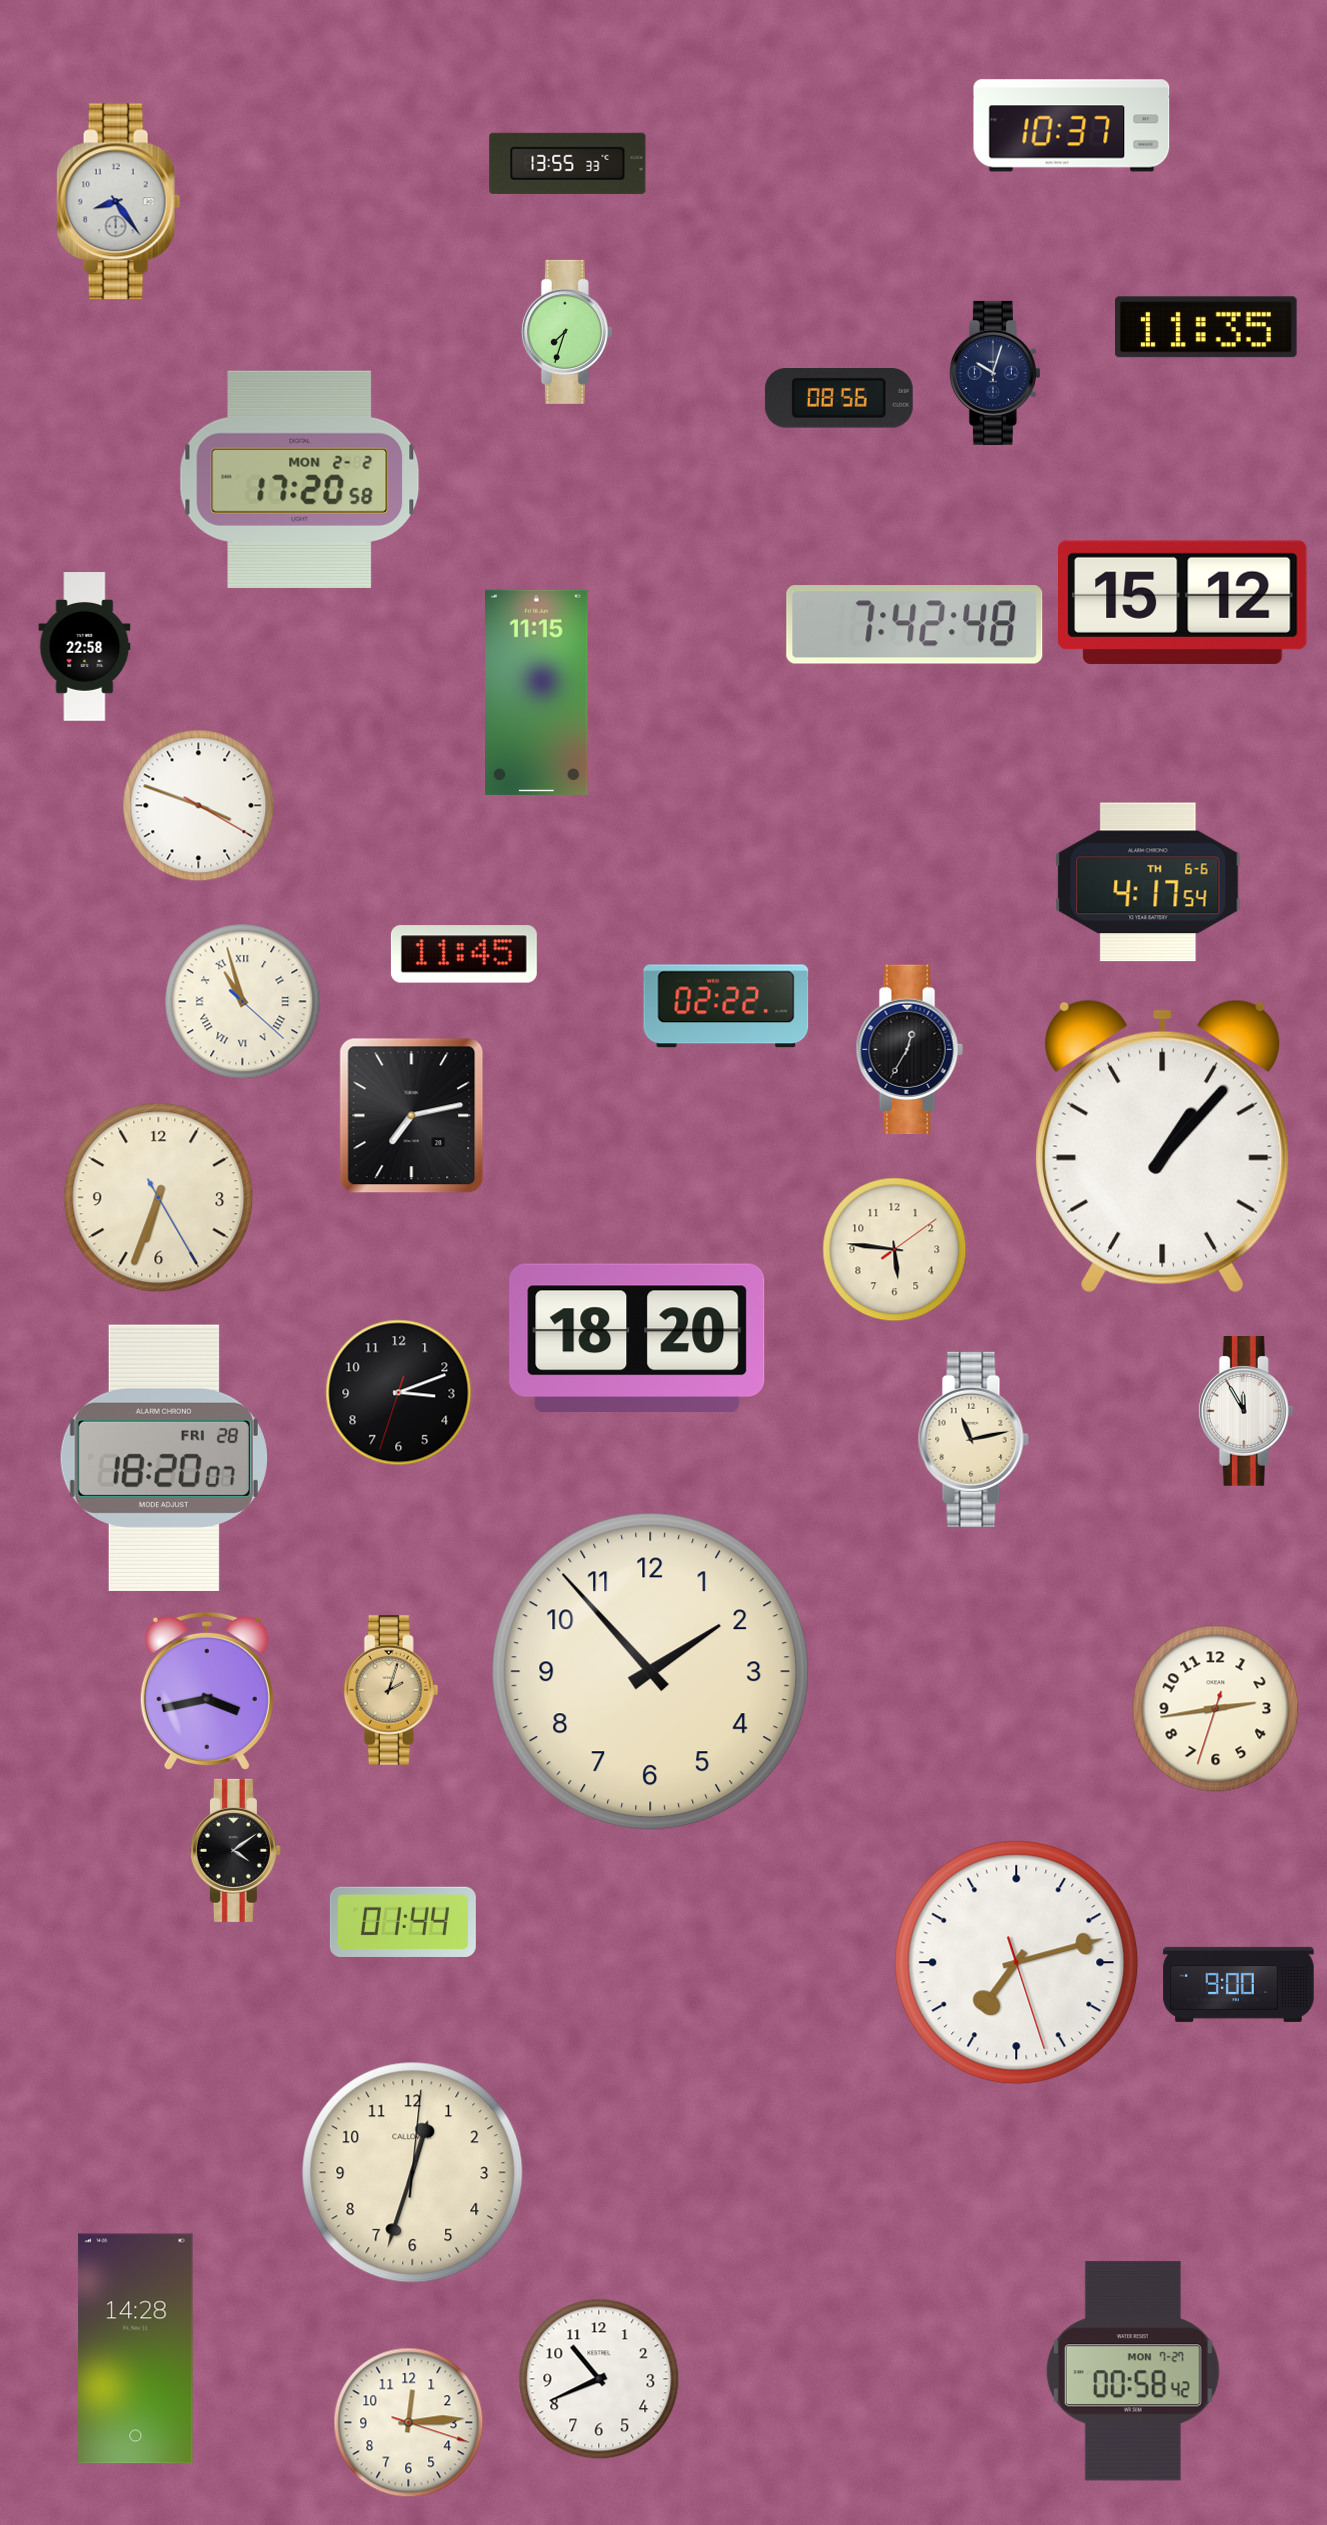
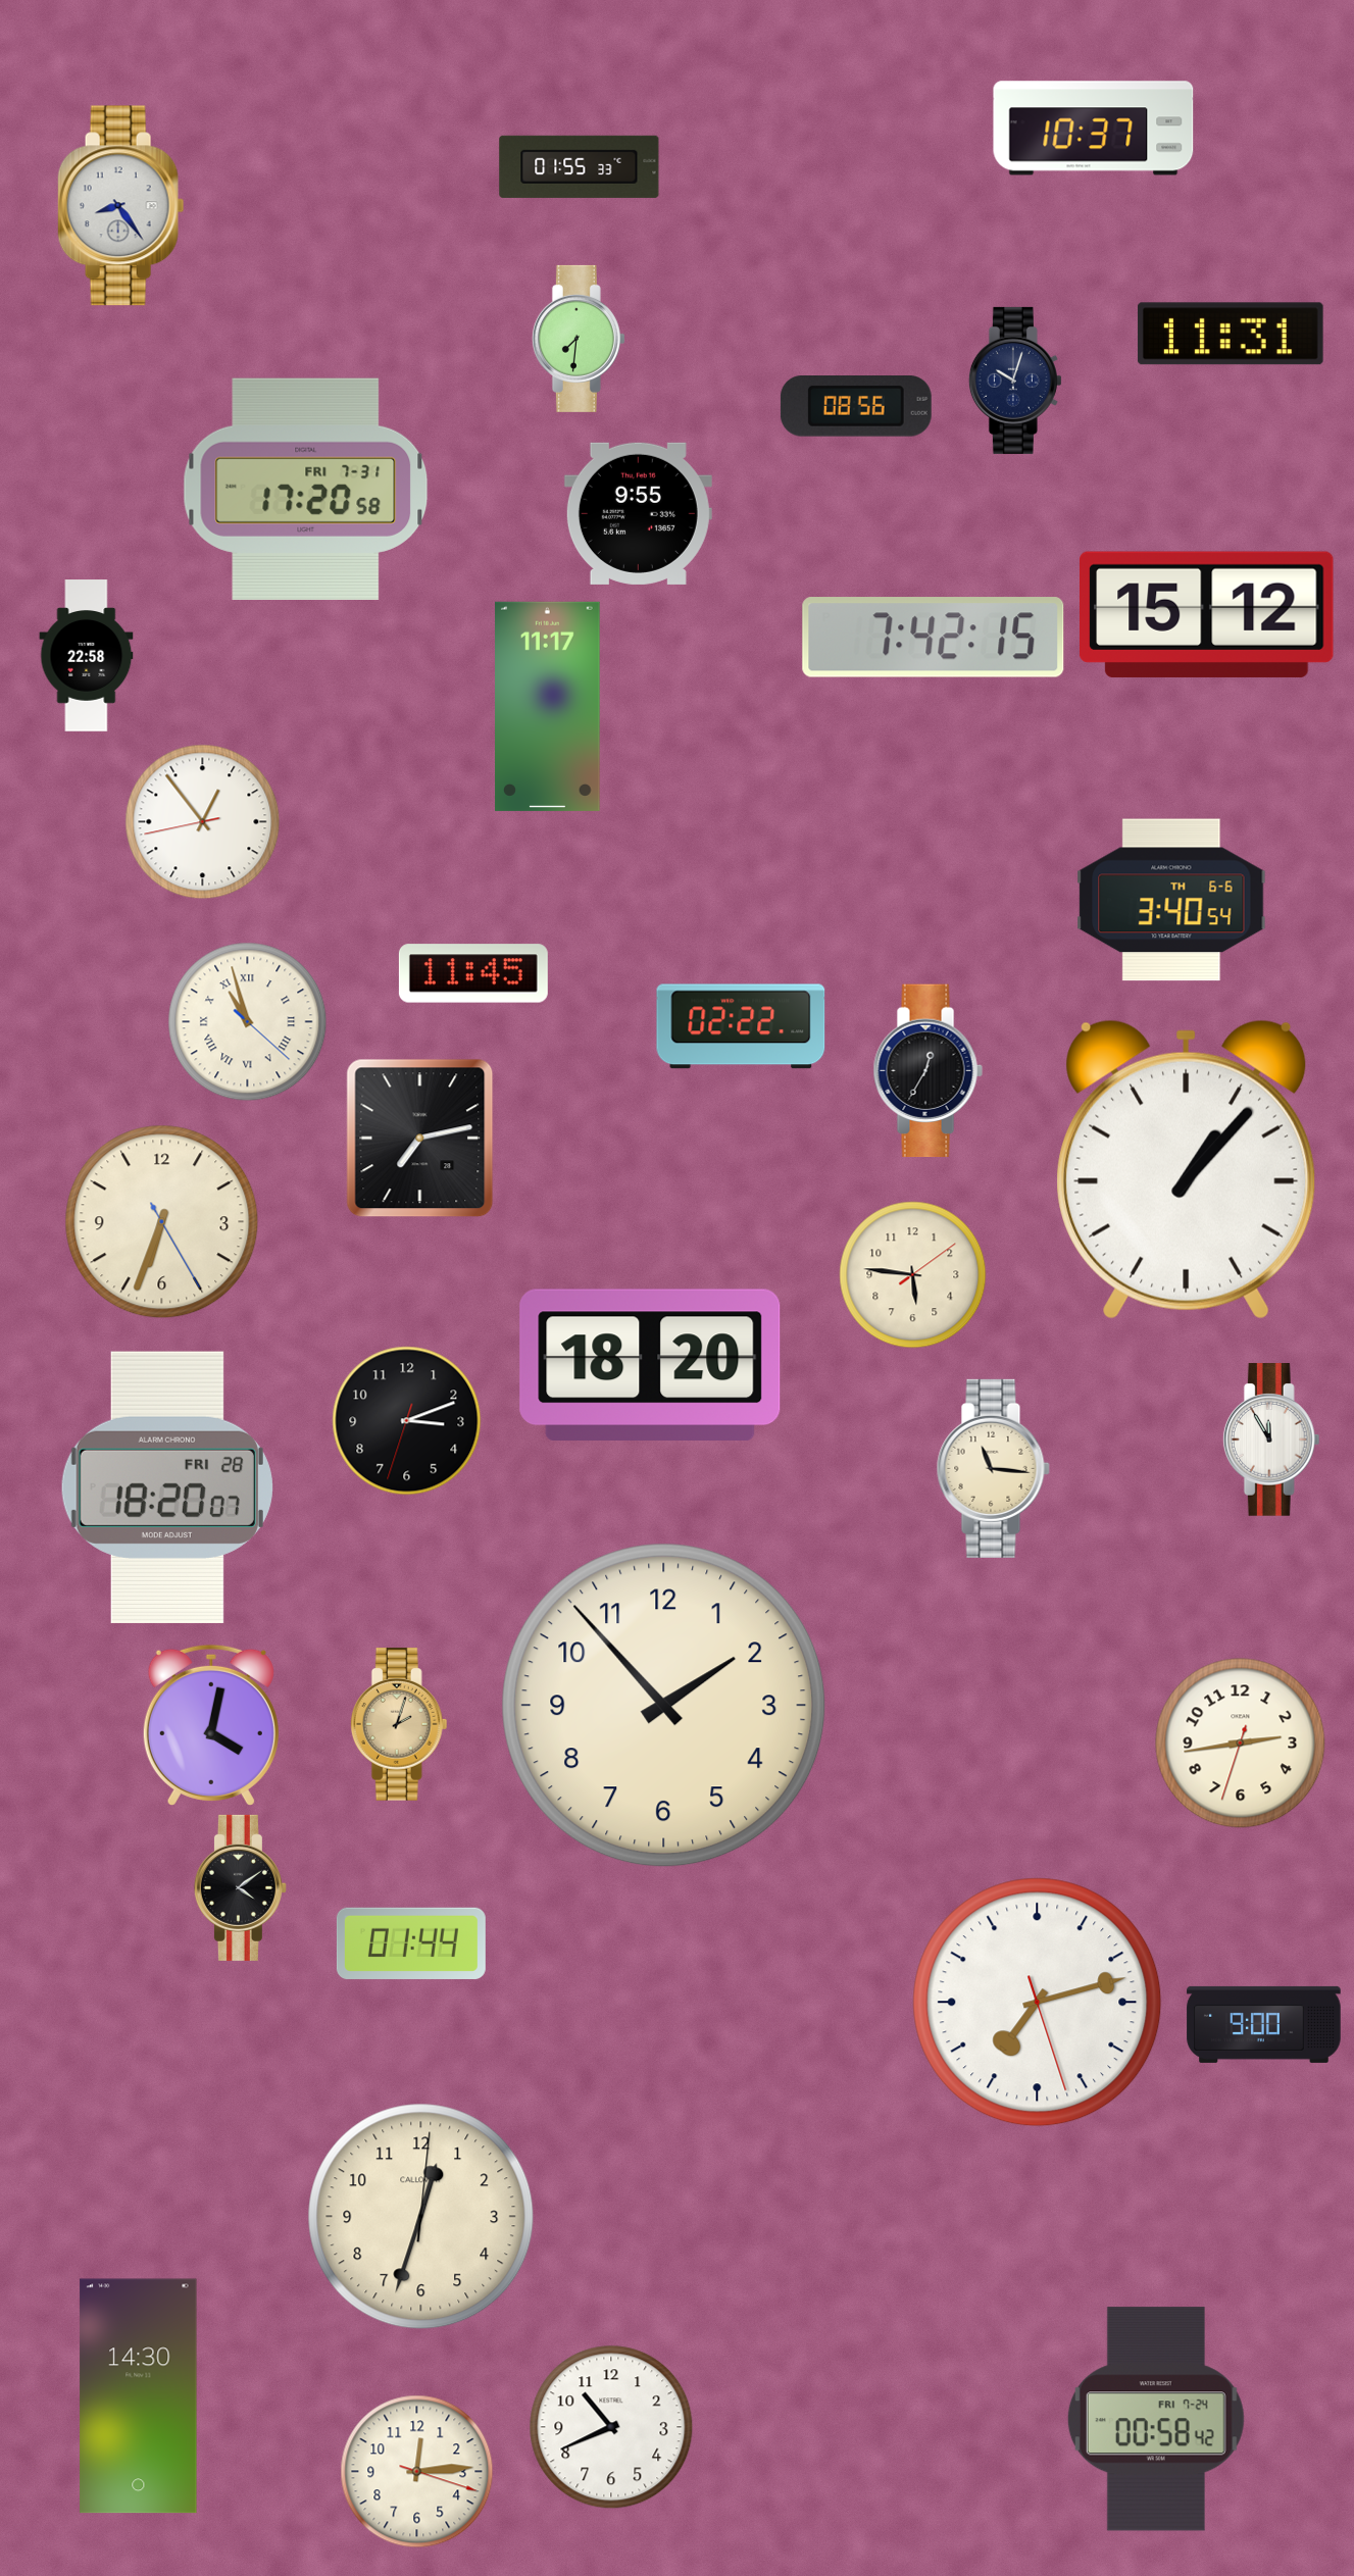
clock at (568, 163): 13:55 -> 01:55
clock at (1206, 327): 11:35 -> 11:31
clock at (567, 332): 7:33 -> 7:31
clock at (300, 479) date: MON 2-2 -> FRI 7-31
clock at (638, 513): none -> 9:55
clock at (915, 625): 7:42:48 -> 7:42:15
clock at (85, 647) position: (85, 647) -> (87, 656)
clock at (537, 692): 11:15 -> 11:17
clock at (199, 806): 3:48 -> 12:53
clock at (1148, 882): 4:17 -> 3:40
clock at (973, 1439): 11:13 -> 11:16
clock at (207, 1691): 3:43 -> 4:02
clock at (403, 1922) position: (403, 1922) -> (411, 1943)
clock at (136, 2349): 14:28 -> 14:30
clock at (1133, 2371) date: MON 7-27 -> FRI 7-24
